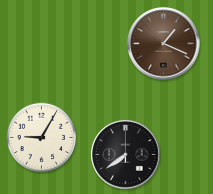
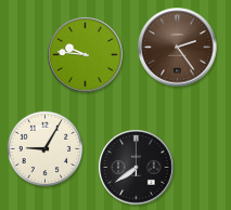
clock at (164, 44): 1:19 -> 2:24
clock at (86, 55): none -> 9:46
